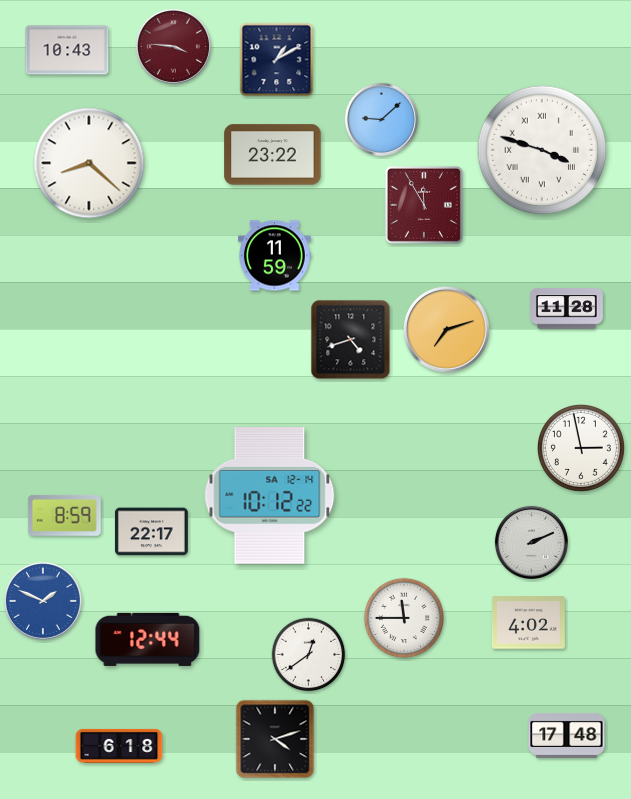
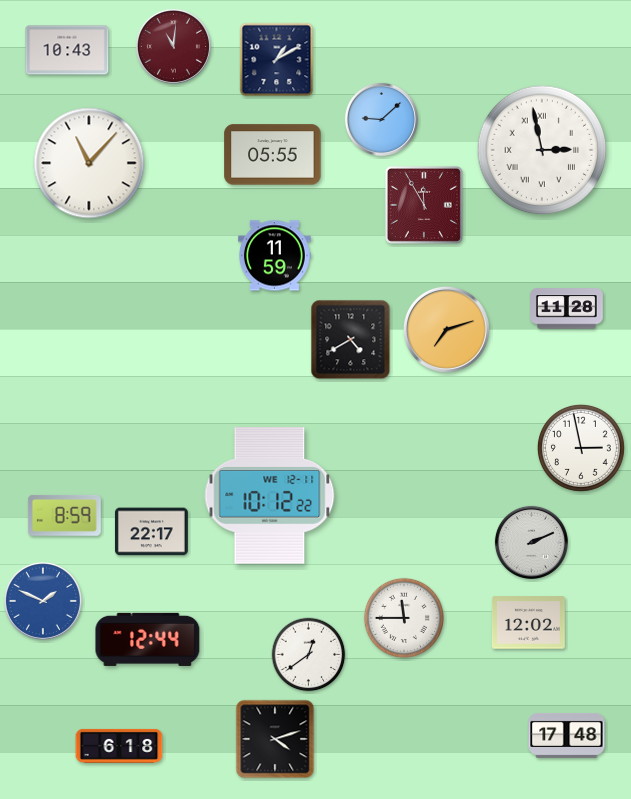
clock at (173, 46): 3:46 -> 11:01
clock at (542, 150): 3:48 -> 2:58
clock at (273, 155): 23:22 -> 05:55
clock at (89, 163): 8:22 -> 11:07
clock at (351, 340): 4:42 -> 4:40
clock at (270, 496) date: SA 12-14 -> WE 12-11
clock at (529, 623): 4:02 -> 12:02
